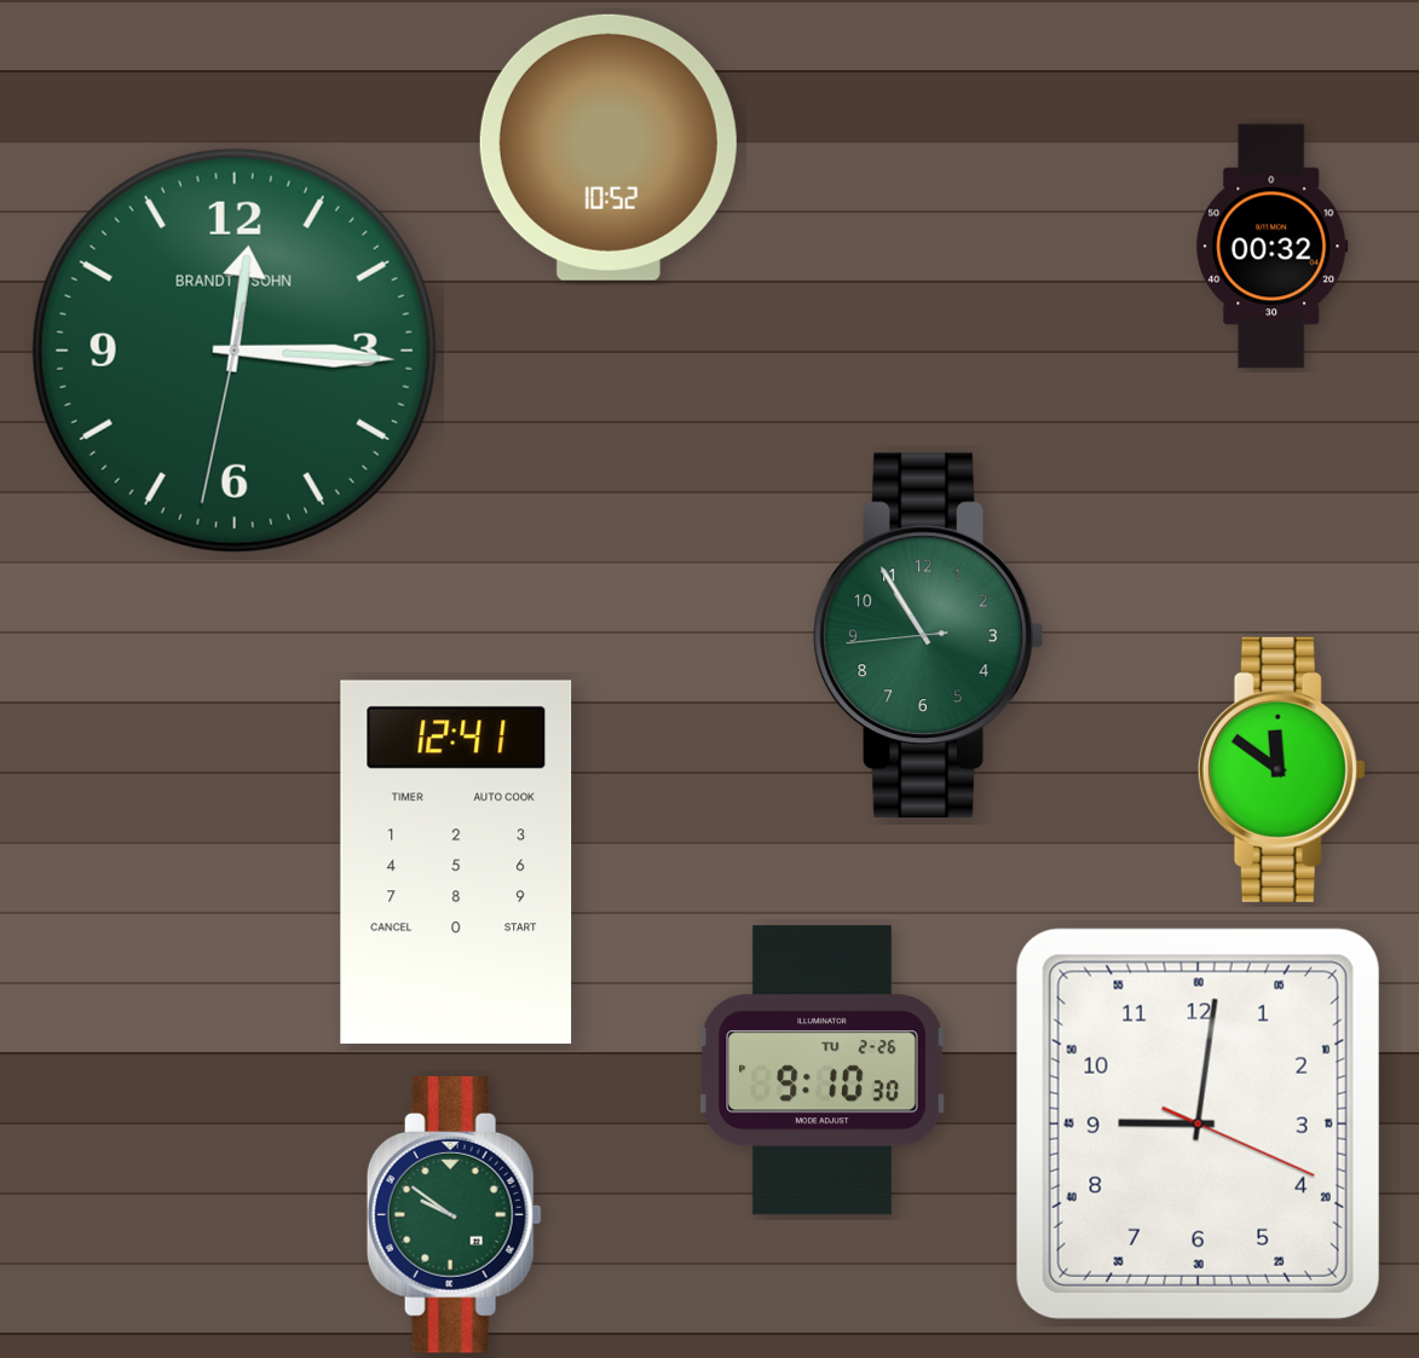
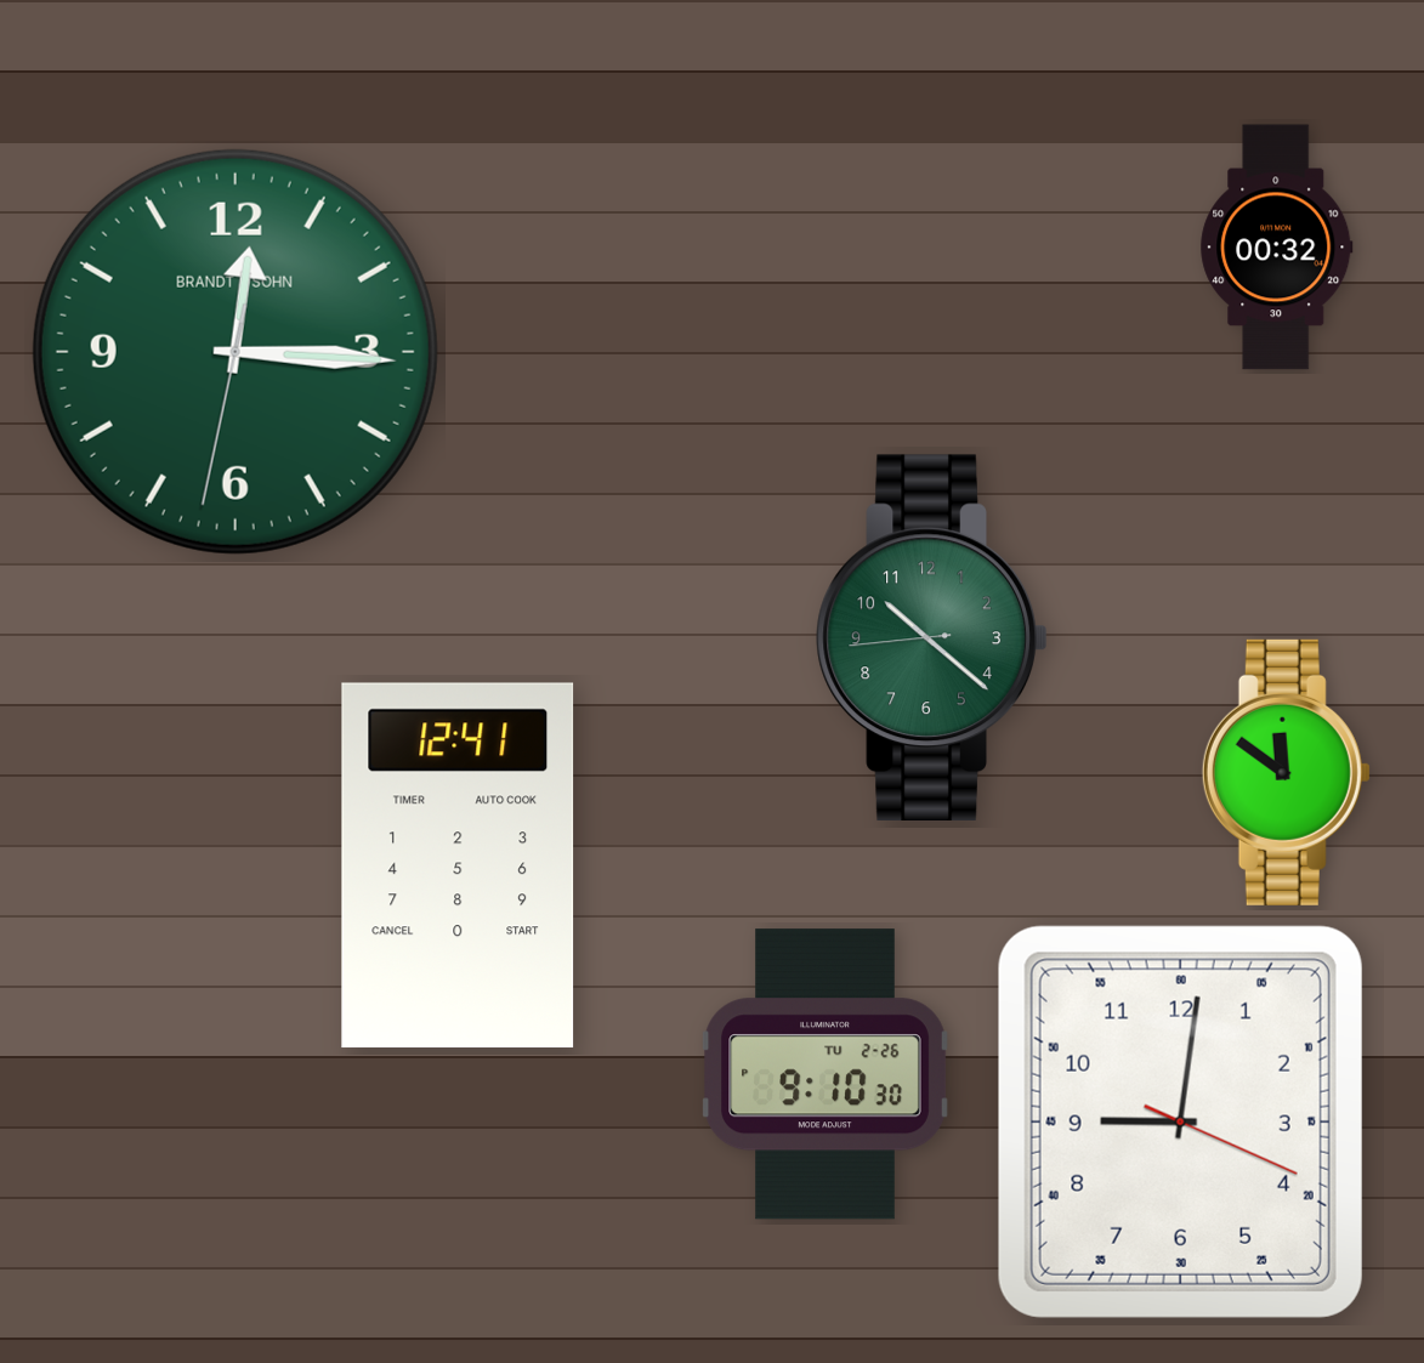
clock at (608, 148): 10:52 -> none
clock at (929, 635): 10:54 -> 10:21
clock at (1198, 1123) position: (1198, 1123) -> (1180, 1121)
clock at (454, 1214): 9:51 -> none
